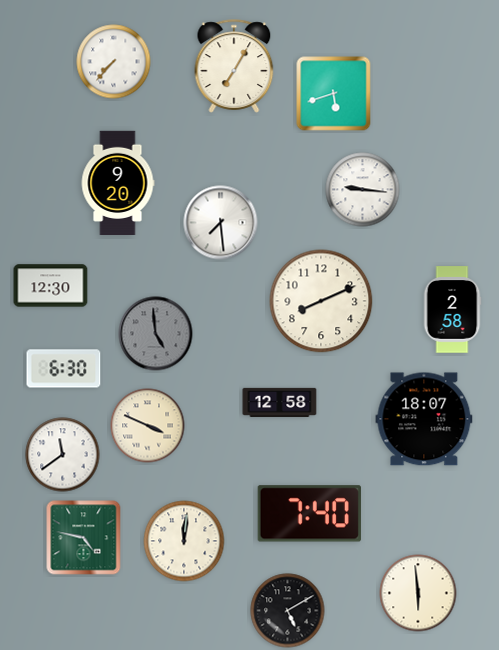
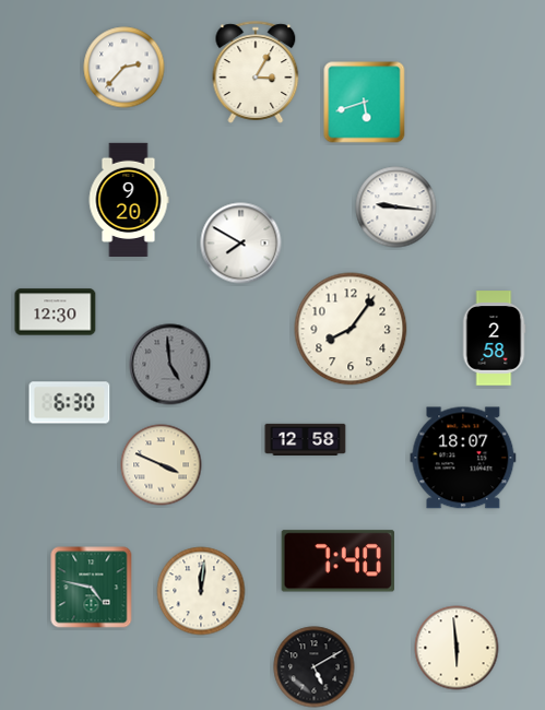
clock at (114, 62): 7:37 -> 2:37
clock at (234, 66): 7:05 -> 3:05
clock at (221, 223): 7:29 -> 7:50
clock at (321, 301): 8:11 -> 8:06
clock at (63, 455): 11:39 -> none
